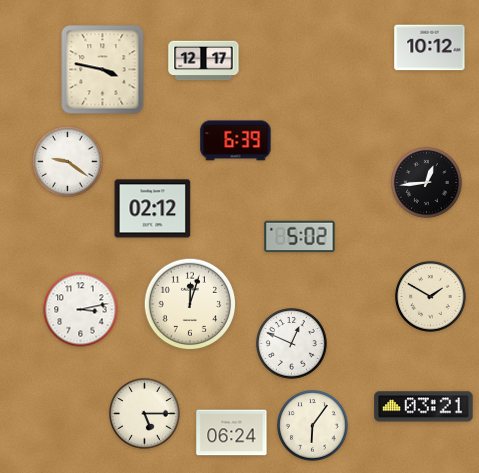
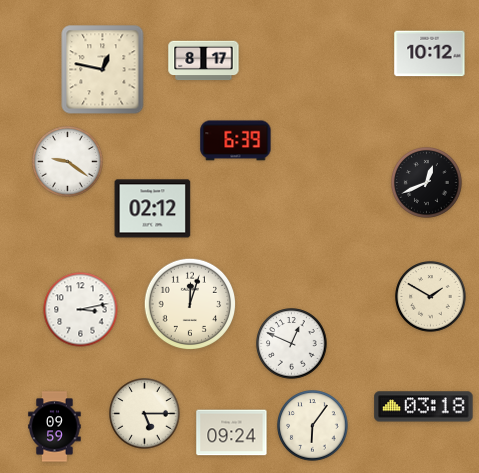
clock at (430, 48) position: (430, 48) -> (430, 54)
clock at (204, 61): 12:17 -> 8:17
clock at (103, 70): 3:47 -> 12:47
clock at (427, 183): 12:44 -> 12:41
clock at (300, 237): 5:02 -> none
clock at (424, 407): 03:21 -> 03:18
clock at (55, 427): none -> 09:59
clock at (232, 433): 06:24 -> 09:24
